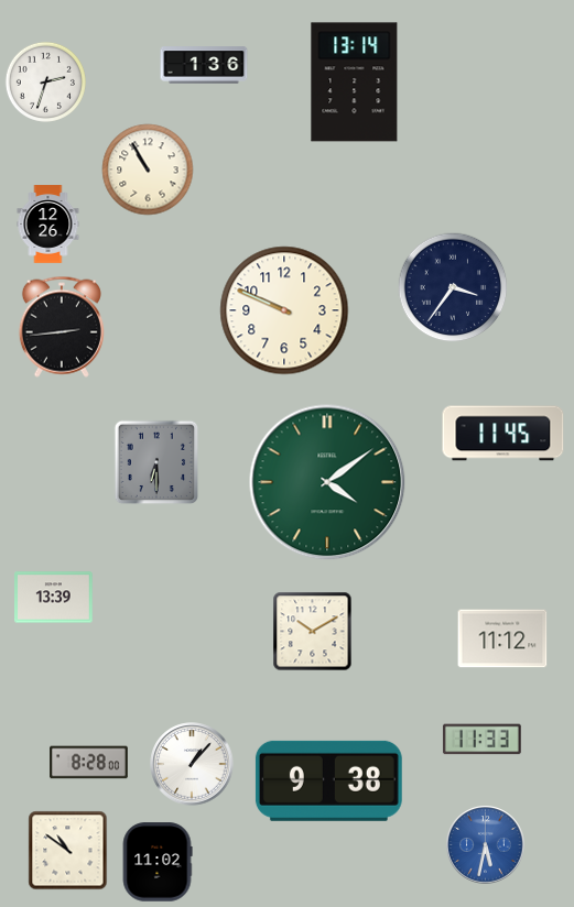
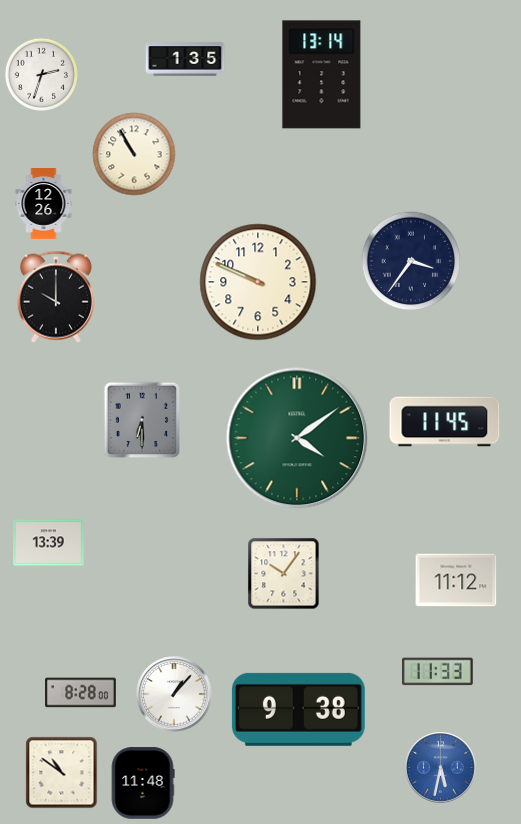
clock at (204, 65): 1:36 -> 1:35
clock at (62, 327): 2:44 -> 10:00
clock at (503, 434) position: (503, 434) -> (445, 422)
clock at (313, 632): 10:10 -> 10:06
clock at (158, 862): 11:02 -> 11:48
